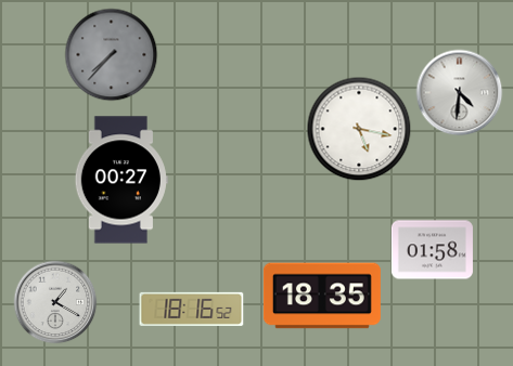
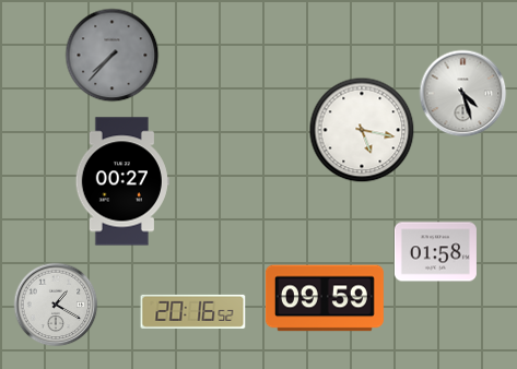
clock at (460, 93): 4:31 -> 4:27
clock at (322, 296): 18:35 -> 09:59
clock at (192, 309): 18:16 -> 20:16
